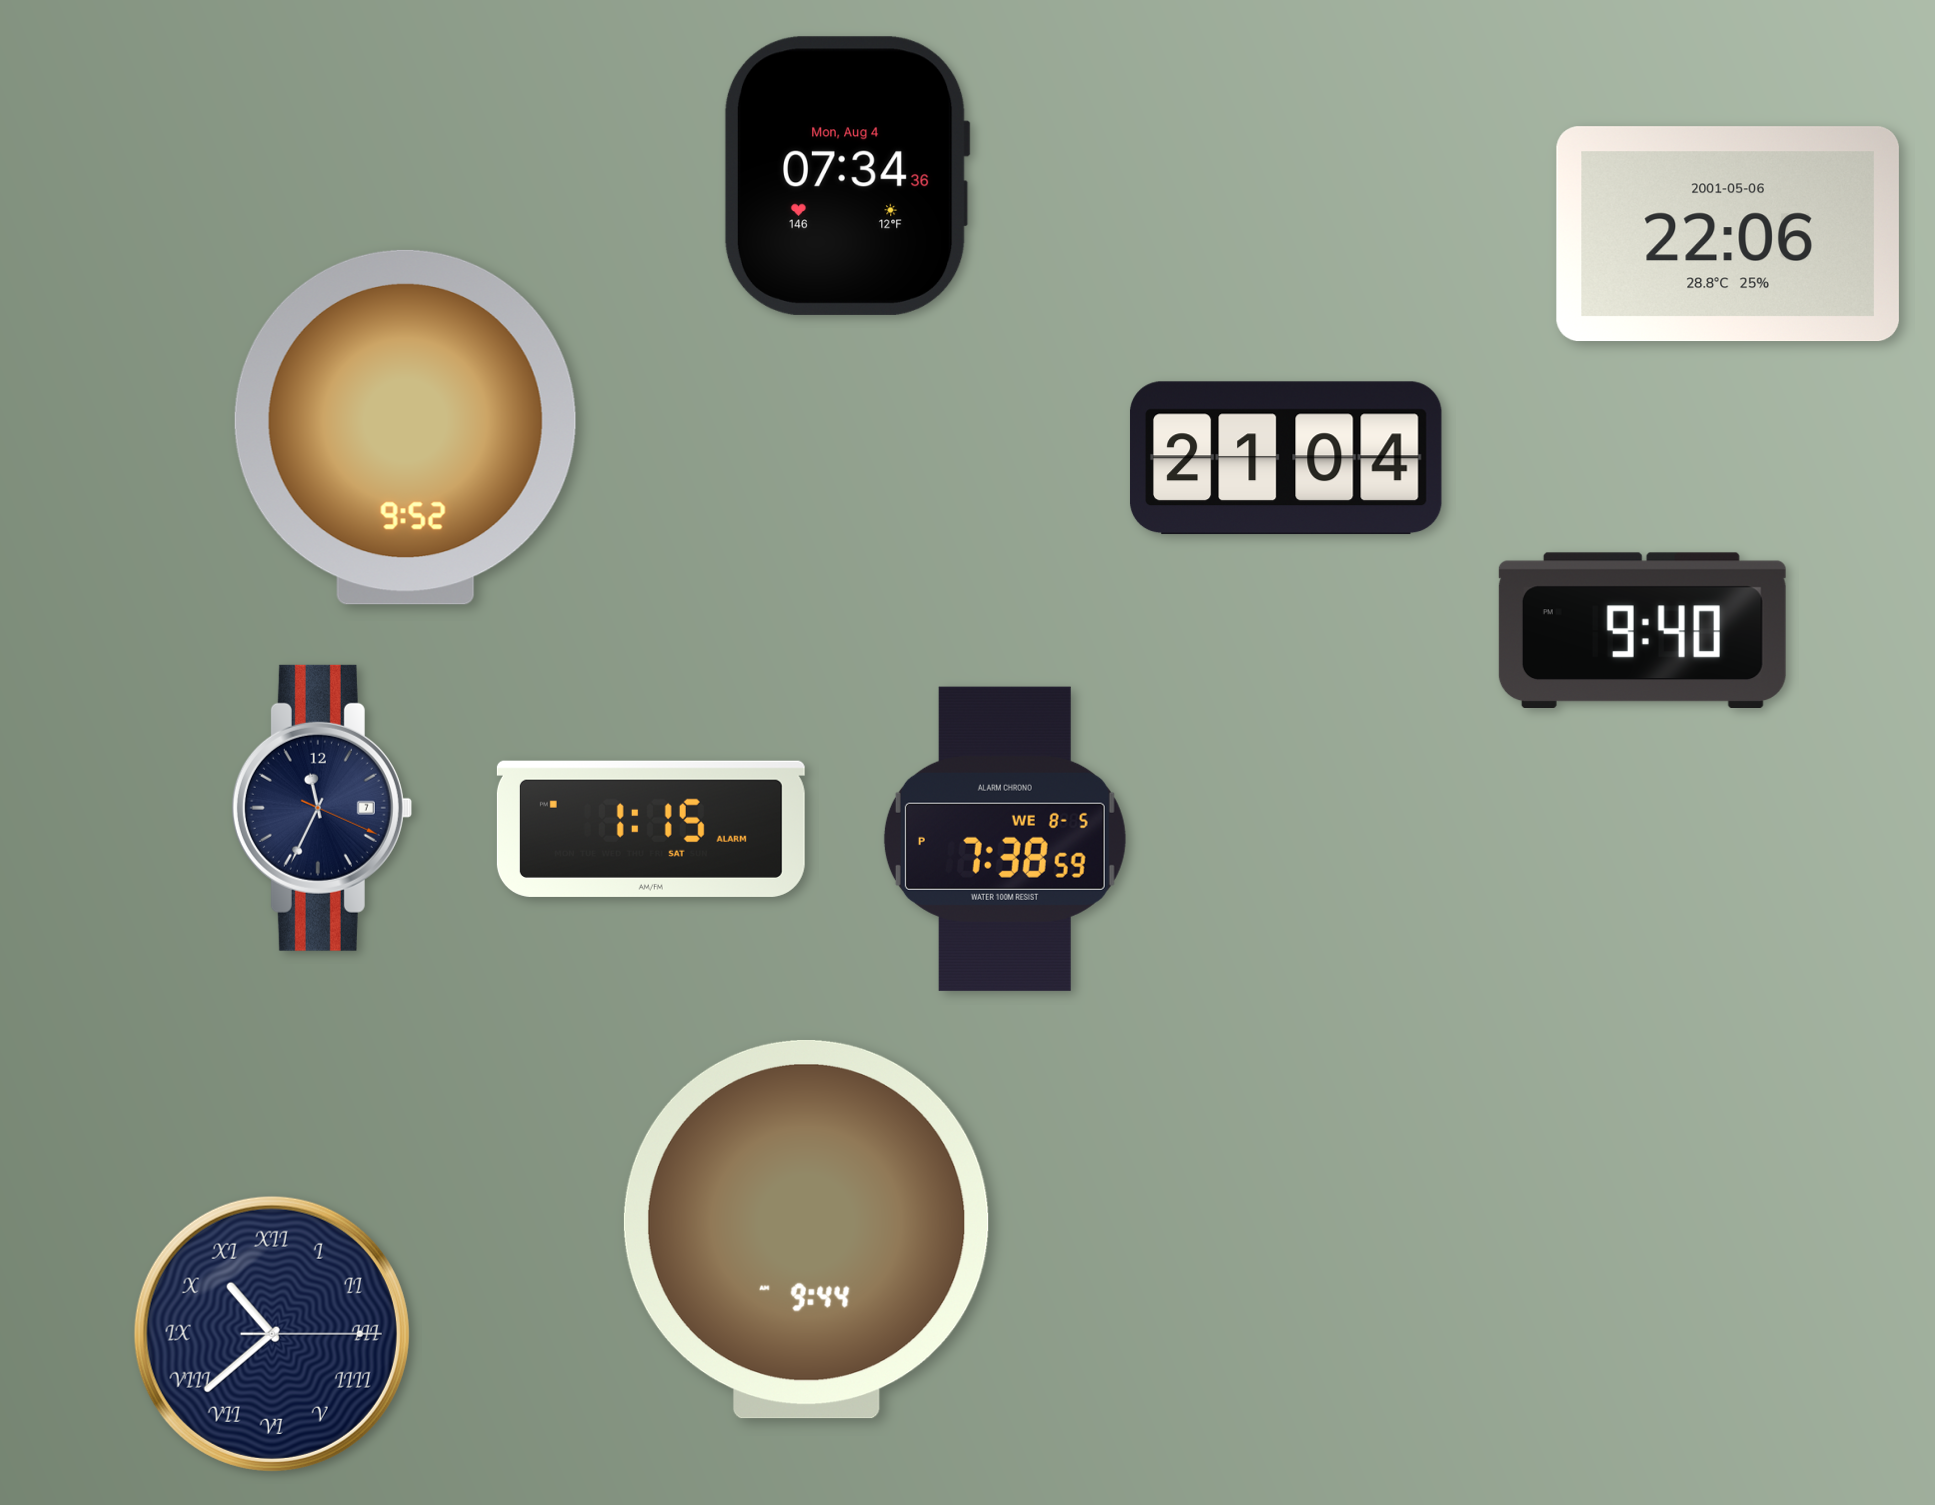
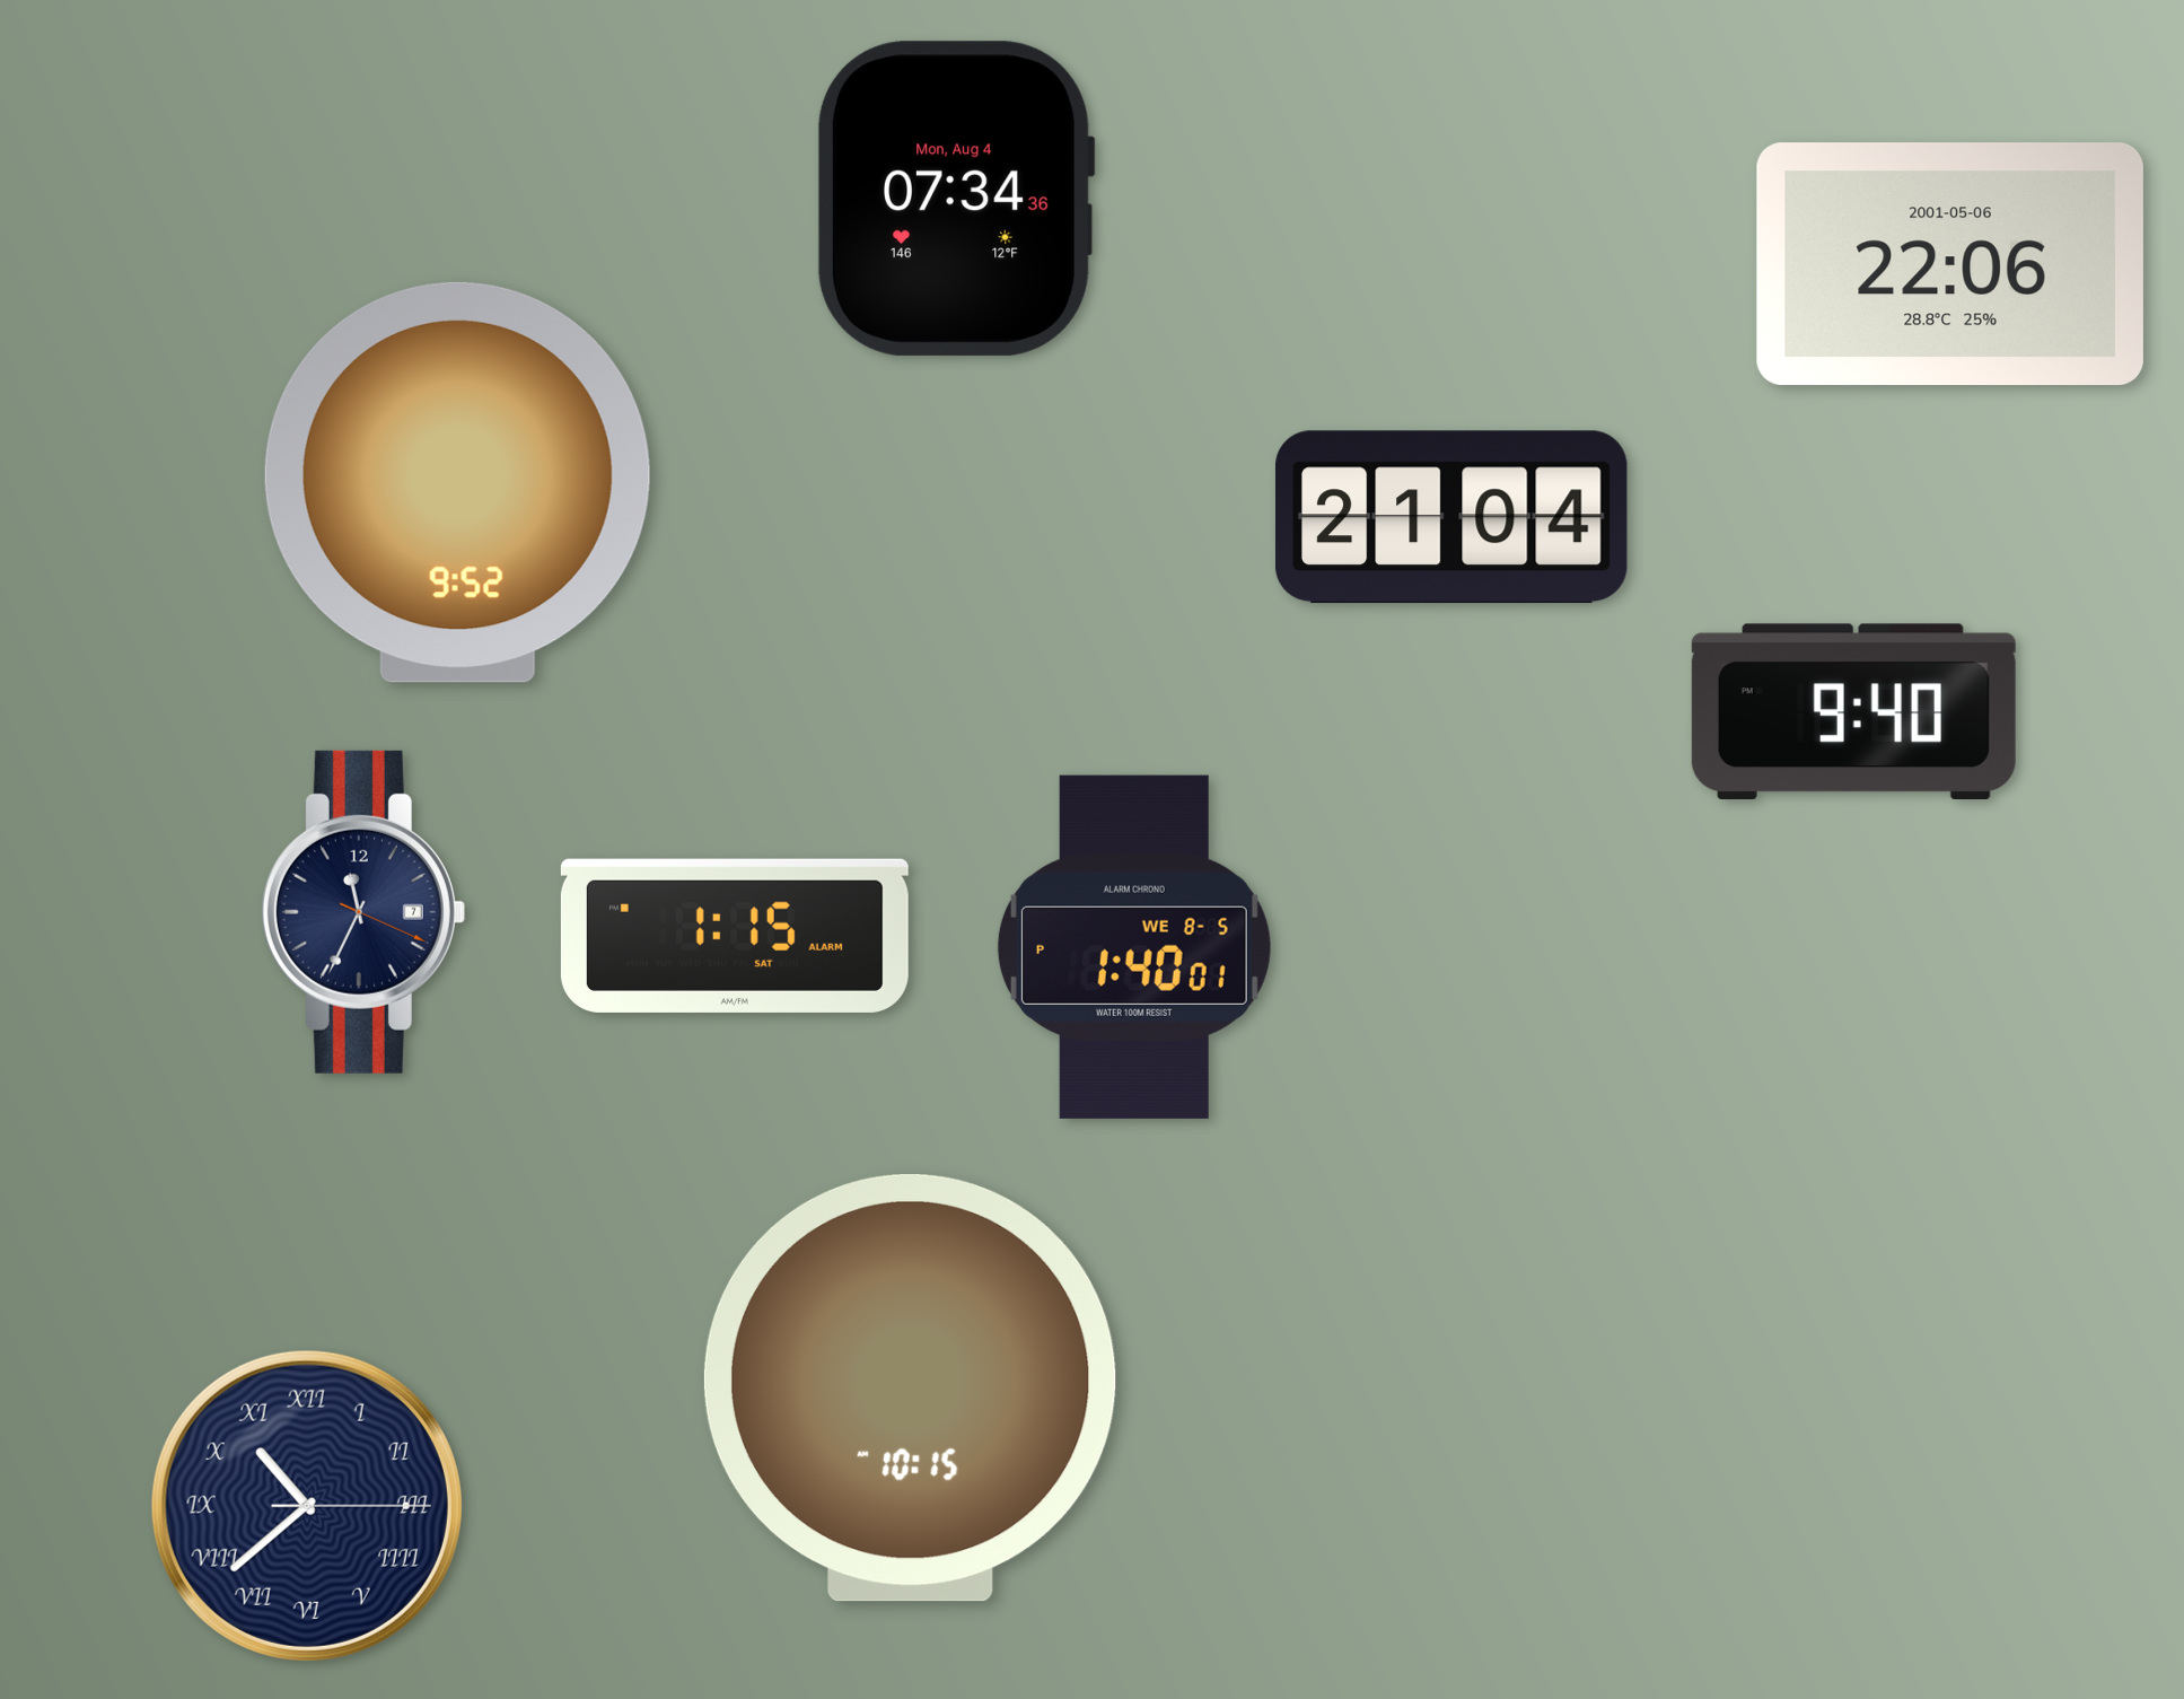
clock at (1005, 839): 7:38 -> 1:40
clock at (806, 1229): 9:44 -> 10:15
